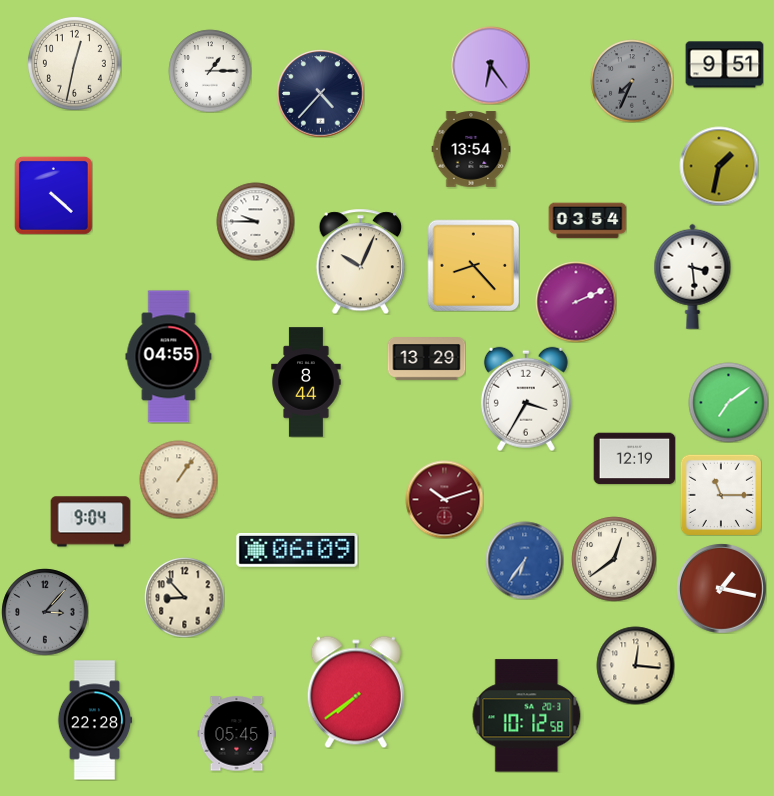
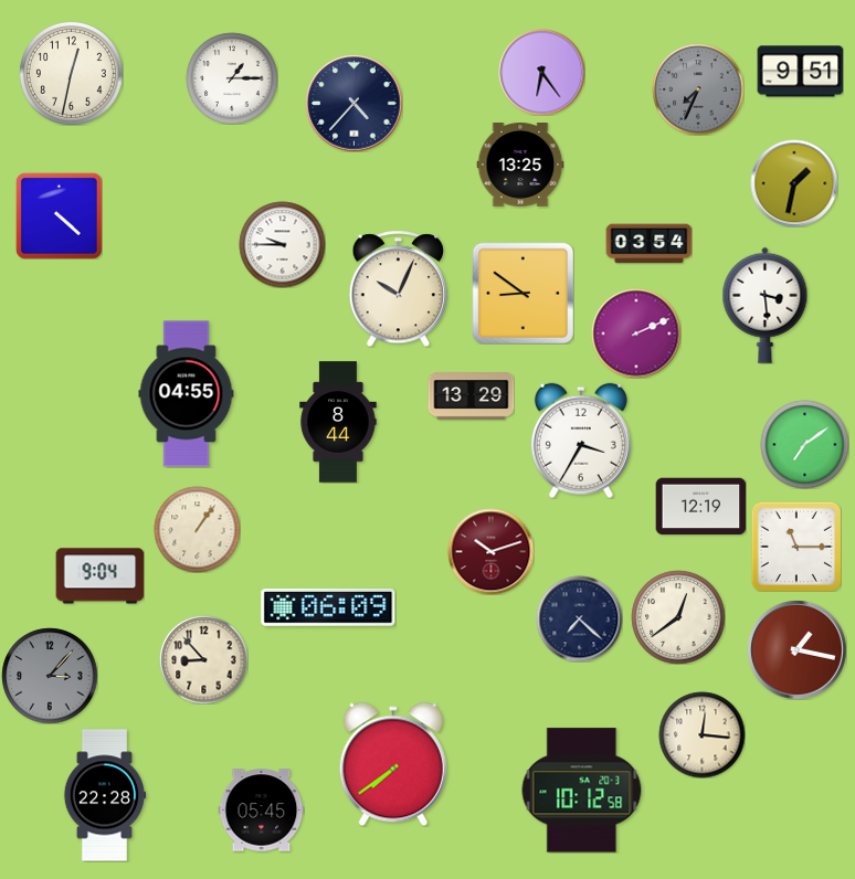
clock at (74, 63) position: (74, 63) -> (71, 73)
clock at (471, 149): 13:54 -> 13:25
clock at (473, 265): 8:23 -> 8:51
clock at (524, 560): 6:36 -> 7:22
clock at (524, 560) dial: blue -> navy
